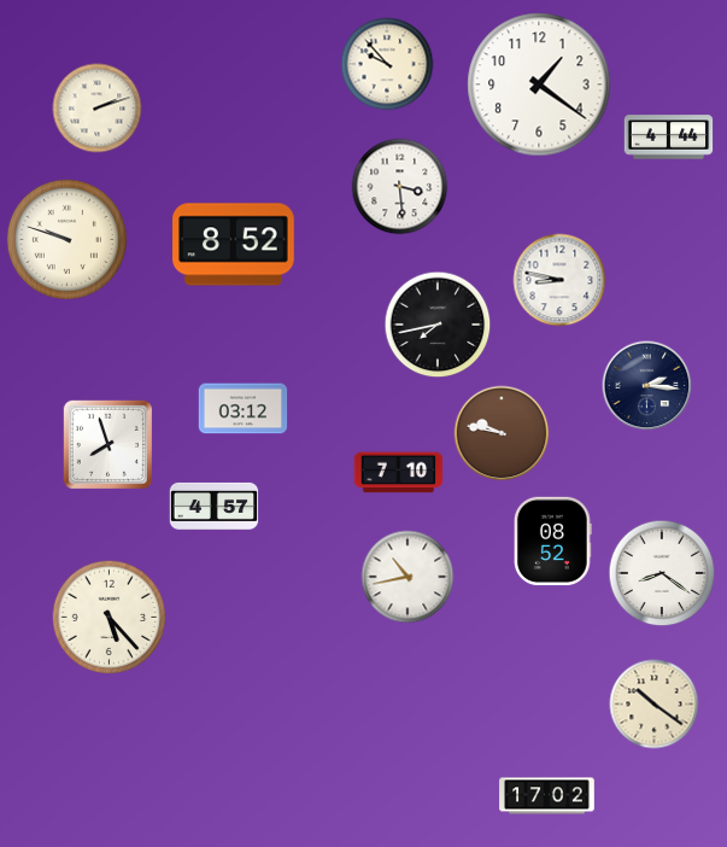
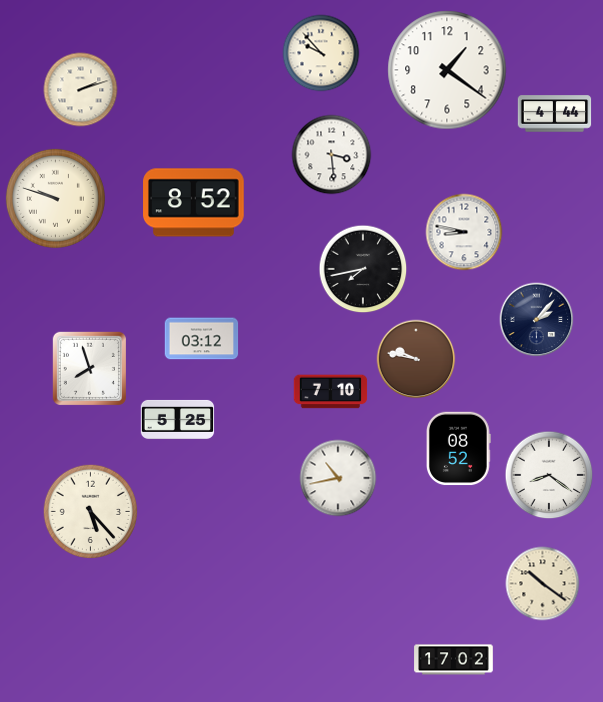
clock at (647, 386): 2:16 -> 2:07
clock at (215, 506): 4:57 -> 5:25
